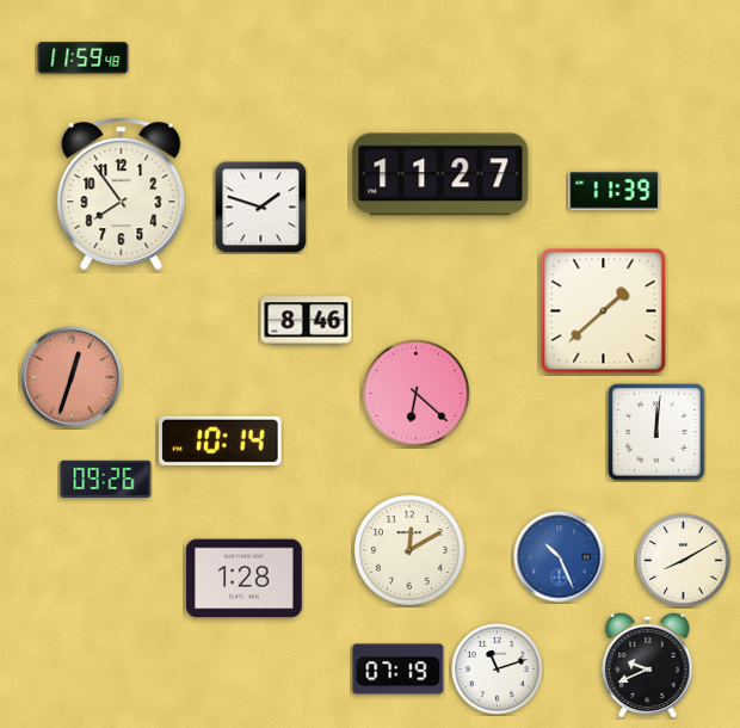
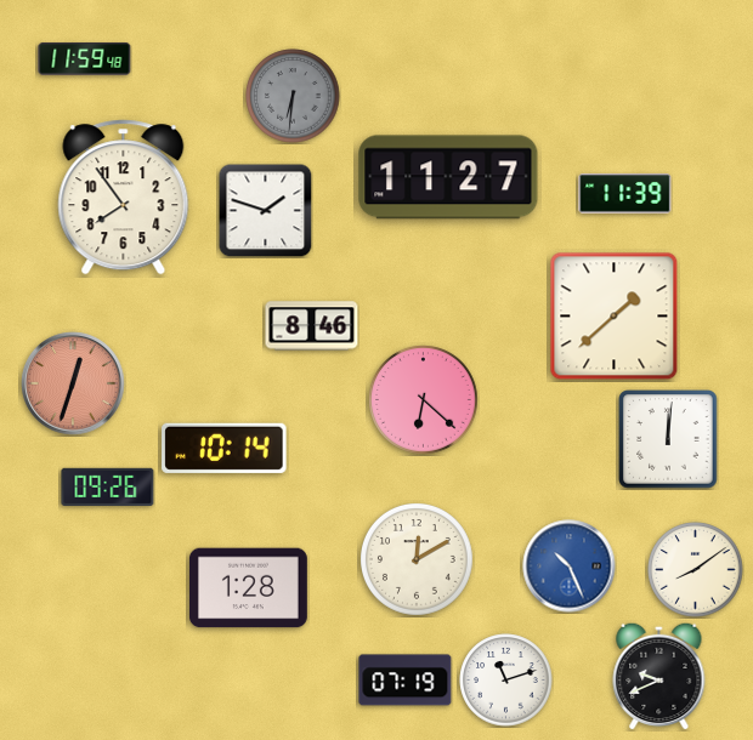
clock at (293, 96): none -> 6:31
clock at (684, 561): 8:10 -> 8:09
